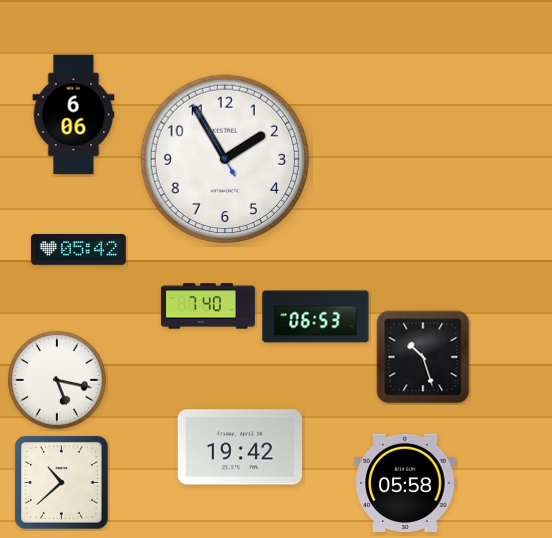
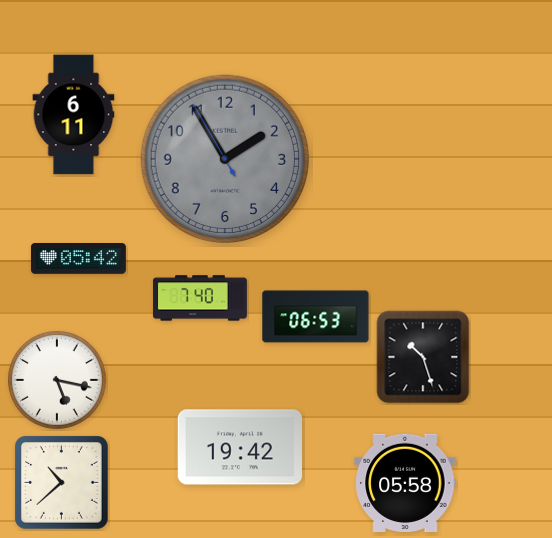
clock at (74, 115): 6:06 -> 6:11
clock at (224, 158) dial: white -> grey
clock at (78, 250) position: (78, 250) -> (78, 259)
clock at (208, 306) position: (208, 306) -> (200, 298)
